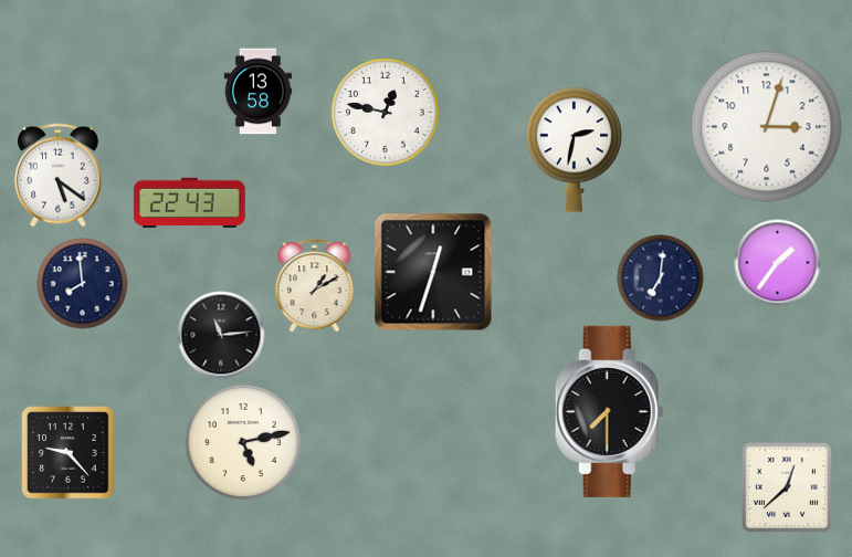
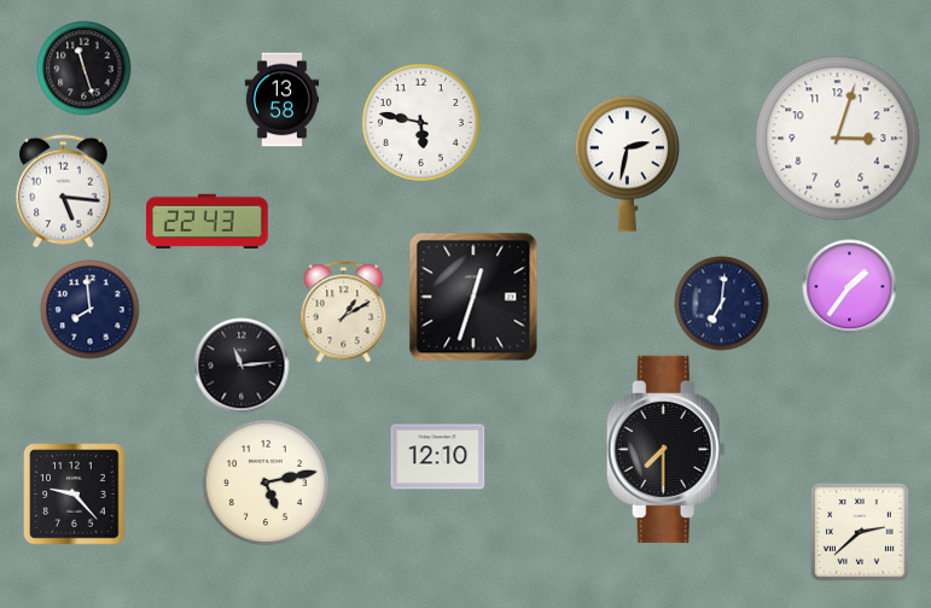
clock at (83, 68): none -> 11:27
clock at (385, 112): 12:47 -> 5:47
clock at (59, 175): 5:21 -> 5:16
clock at (437, 457): none -> 12:10
clock at (787, 487): 12:38 -> 2:38
